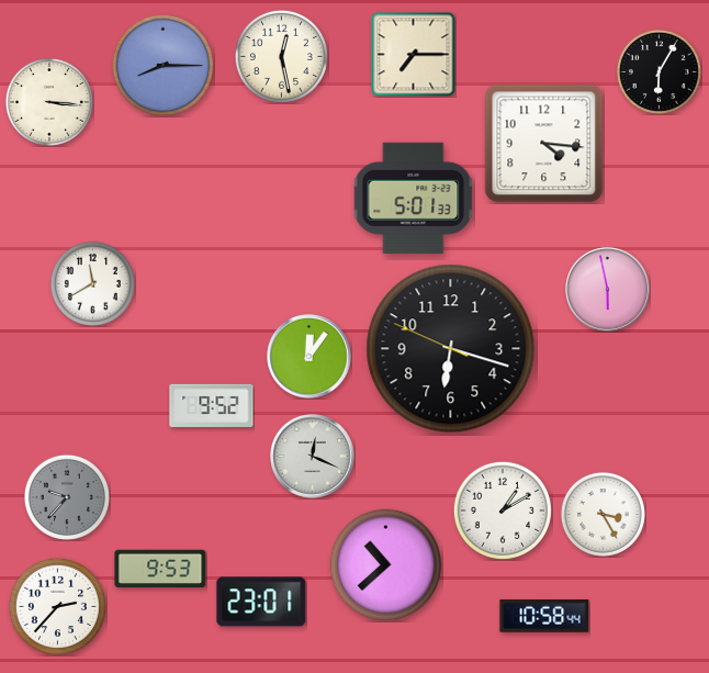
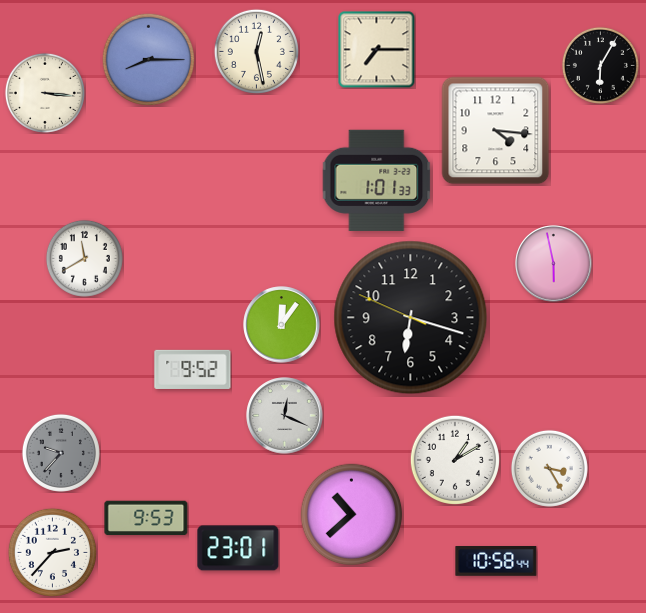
clock at (414, 198): 5:01 -> 1:01
clock at (502, 509) position: (502, 509) -> (454, 459)
